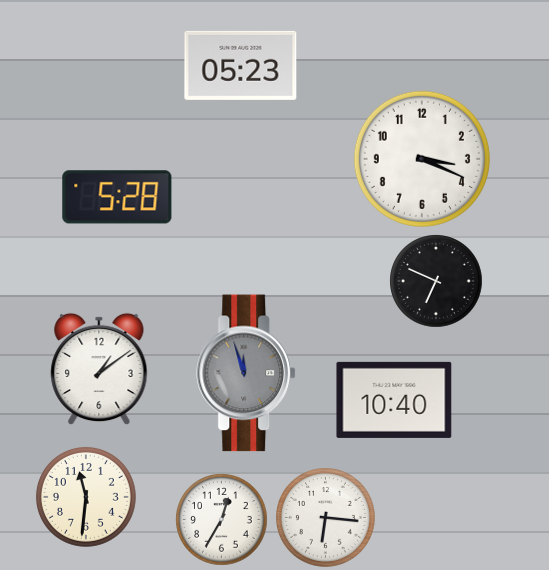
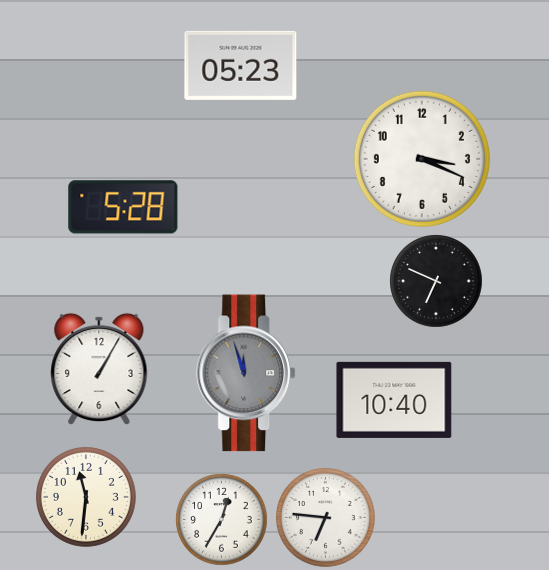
clock at (117, 197) position: (117, 197) -> (123, 207)
clock at (99, 369): 1:09 -> 1:05
clock at (326, 518): 6:16 -> 6:46
